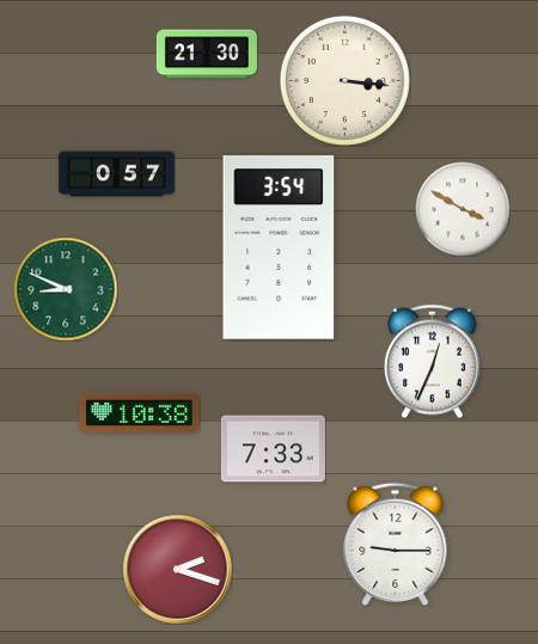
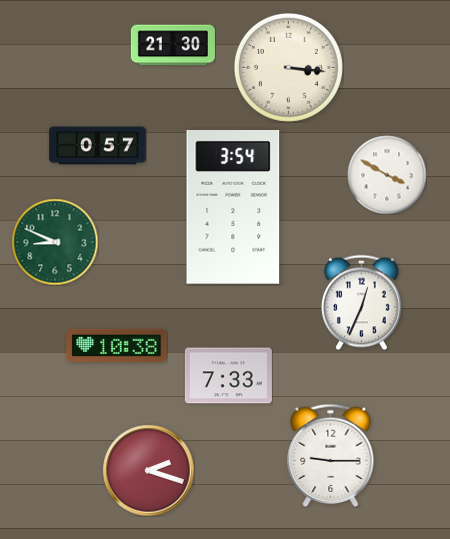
clock at (177, 569) position: (177, 569) -> (148, 470)
